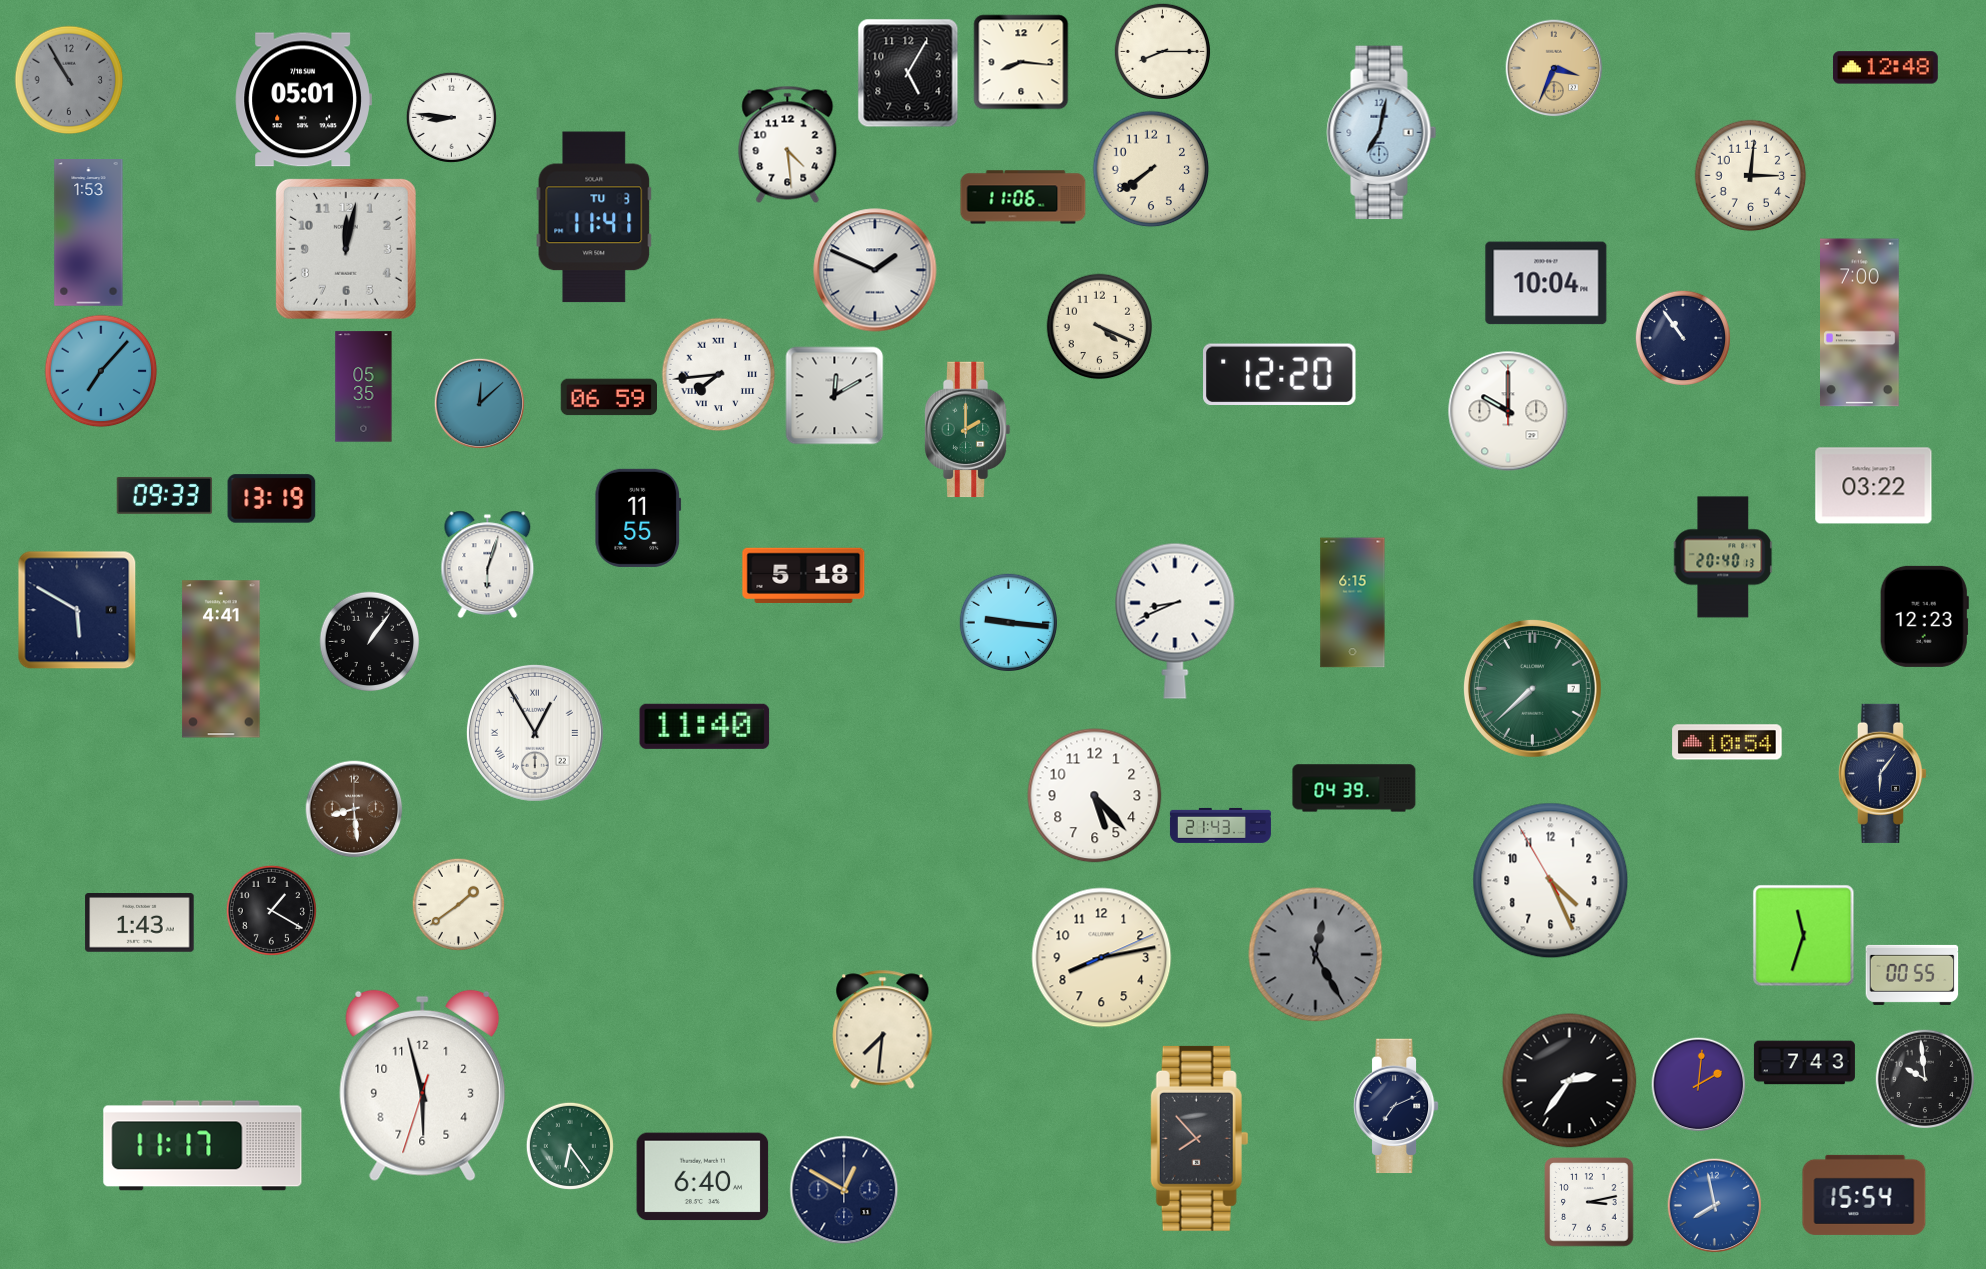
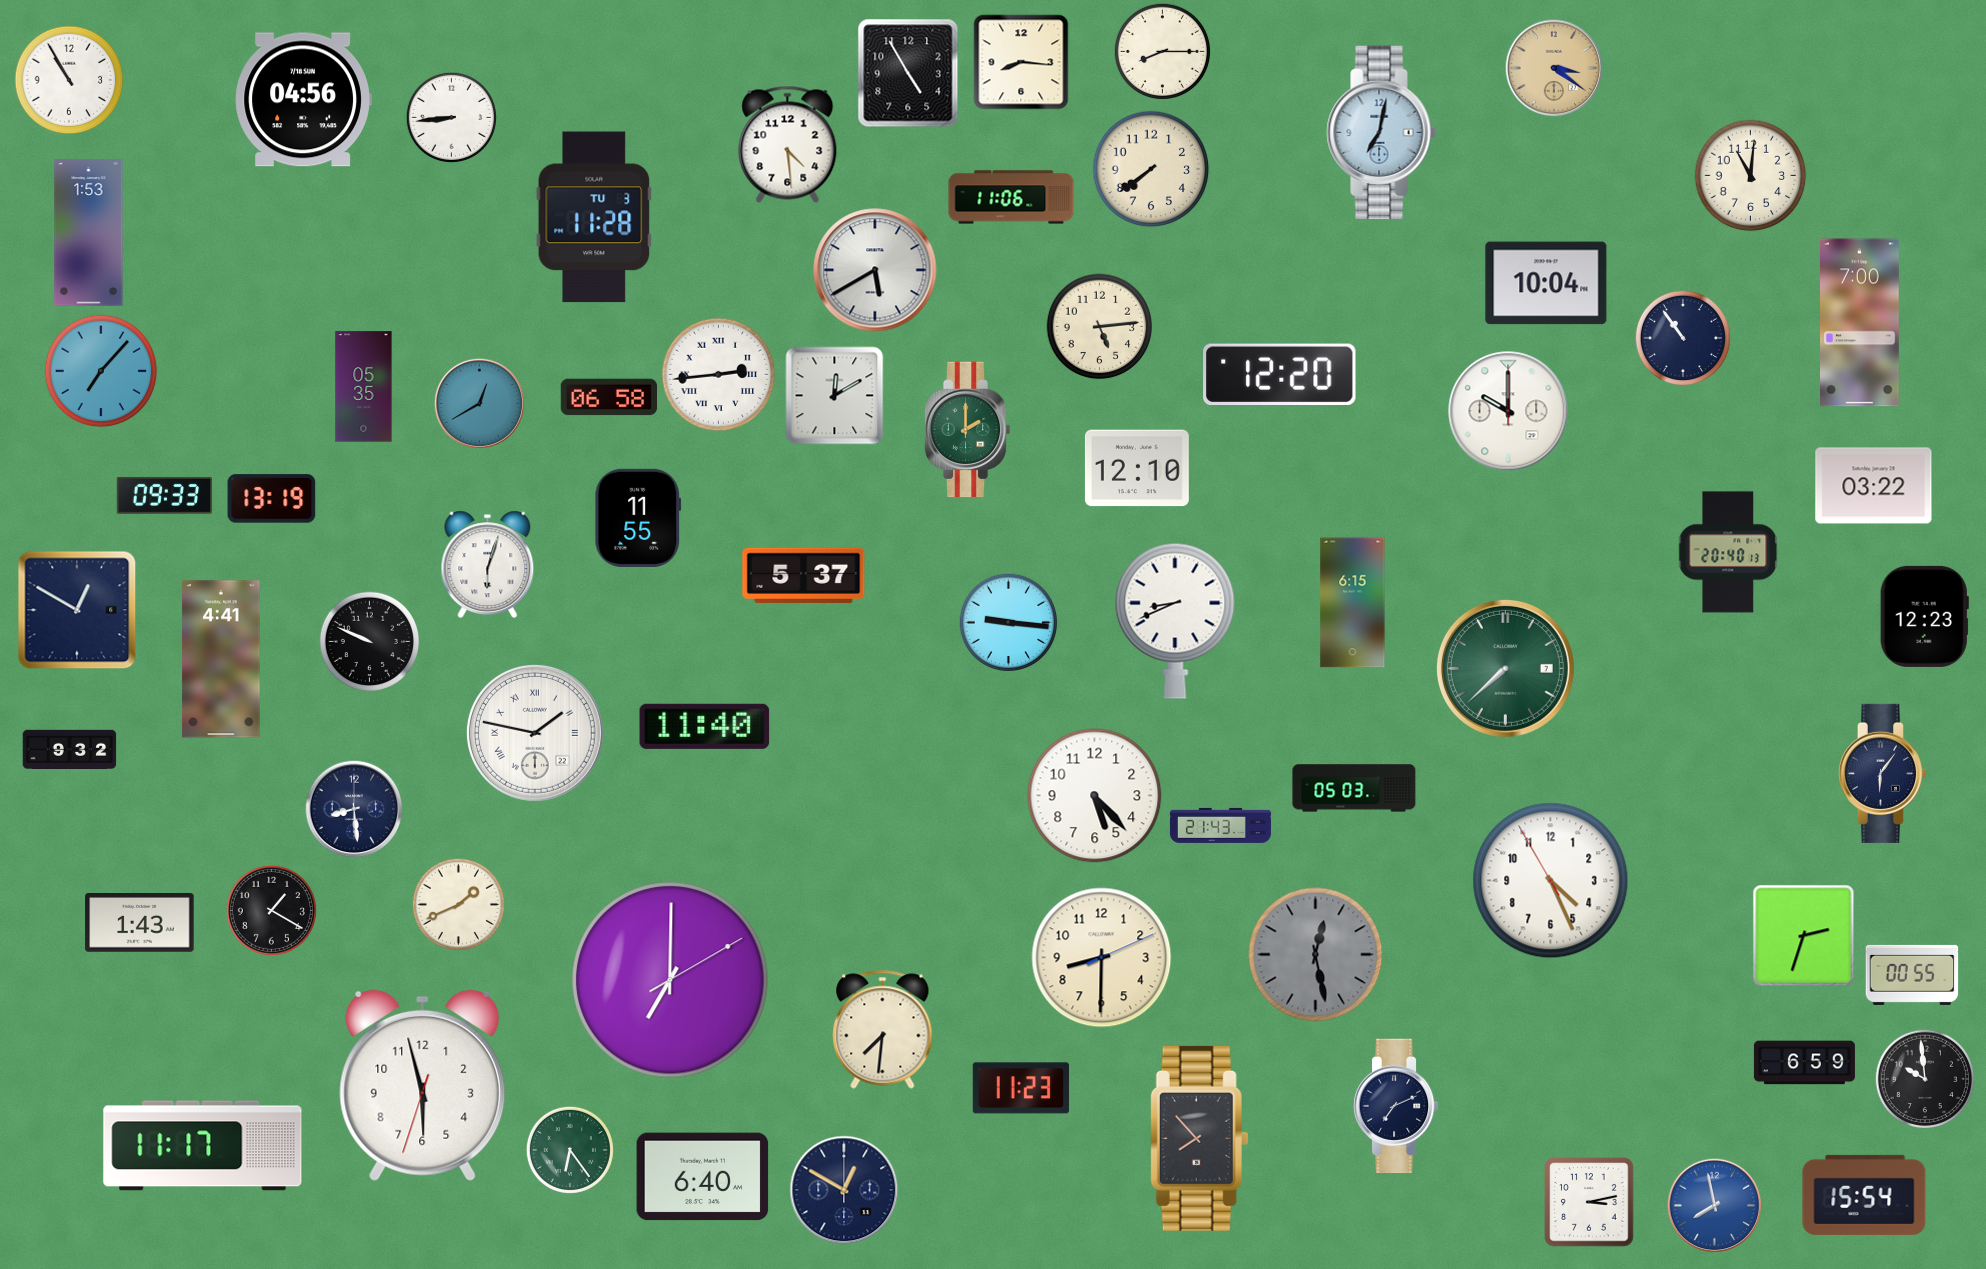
clock at (1554, 68): 3:34 -> 3:21
clock at (1885, 68): 12:48 -> none
clock at (908, 73): 5:05 -> 4:55
clock at (69, 80) dial: grey -> white
clock at (303, 100): 05:01 -> 04:56
clock at (451, 117): 8:46 -> 8:44
clock at (1751, 176): 3:01 -> 11:01
clock at (1023, 197) position: (1023, 197) -> (1011, 197)
clock at (594, 217): 11:41 -> 11:28
clock at (346, 249): 12:02 -> none
clock at (875, 270): 1:49 -> 5:40
clock at (1100, 327): 4:19 -> 5:14
clock at (719, 375): 7:44 -> 2:44
clock at (608, 397): 06:59 -> 06:58
clock at (479, 403): 12:08 -> 12:40
clock at (1137, 468): none -> 12:10
clock at (1724, 557) position: (1724, 557) -> (1729, 552)
clock at (804, 575): 5:18 -> 5:37
clock at (77, 610): 5:50 -> 12:50
clock at (370, 642): 1:06 -> 9:49
clock at (1532, 688) position: (1532, 688) -> (1505, 668)
clock at (535, 733): 12:55 -> 1:47
clock at (1727, 742): 10:54 -> none
clock at (70, 749): none -> 9:32
clock at (1354, 788): 04:39 -> 05:03
clock at (354, 809) dial: brown -> navy
clock at (458, 904): 1:39 -> 1:41
clock at (1804, 936): 11:33 -> 2:33
clock at (1316, 955): 12:25 -> 12:28
clock at (1102, 958): 8:13 -> 8:30
clock at (670, 980): none -> 7:00
clock at (1804, 1063): 7:43 -> 6:59
clock at (1570, 1081): 2:36 -> none
clock at (1698, 1084): 2:01 -> none
clock at (1021, 1088): none -> 11:23
clock at (570, 1146) position: (570, 1146) -> (570, 1150)
